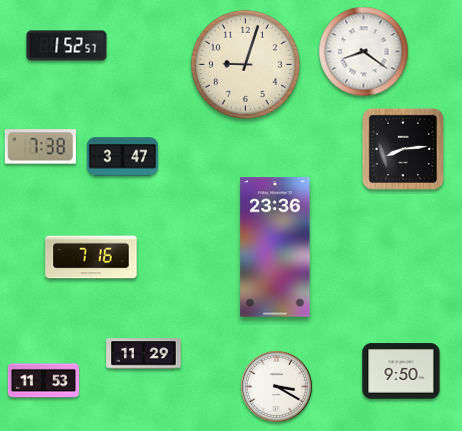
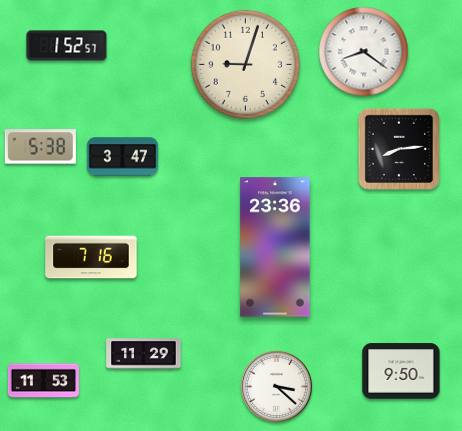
clock at (40, 147): 7:38 -> 5:38
clock at (403, 149) position: (403, 149) -> (399, 149)
clock at (276, 386): 3:20 -> 3:22
